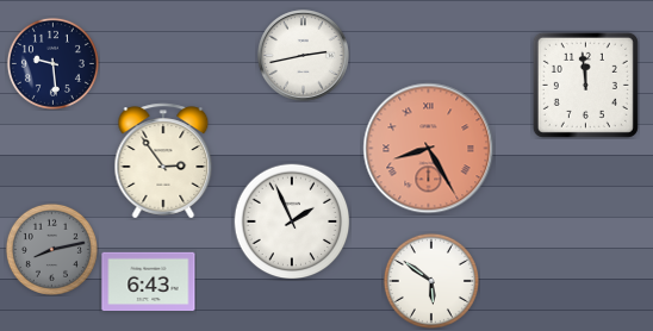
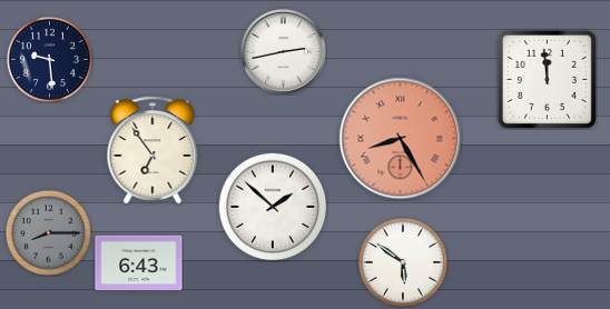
clock at (163, 161): 2:54 -> 6:54
clock at (292, 221): 1:56 -> 1:52
clock at (51, 249): 8:13 -> 8:15
